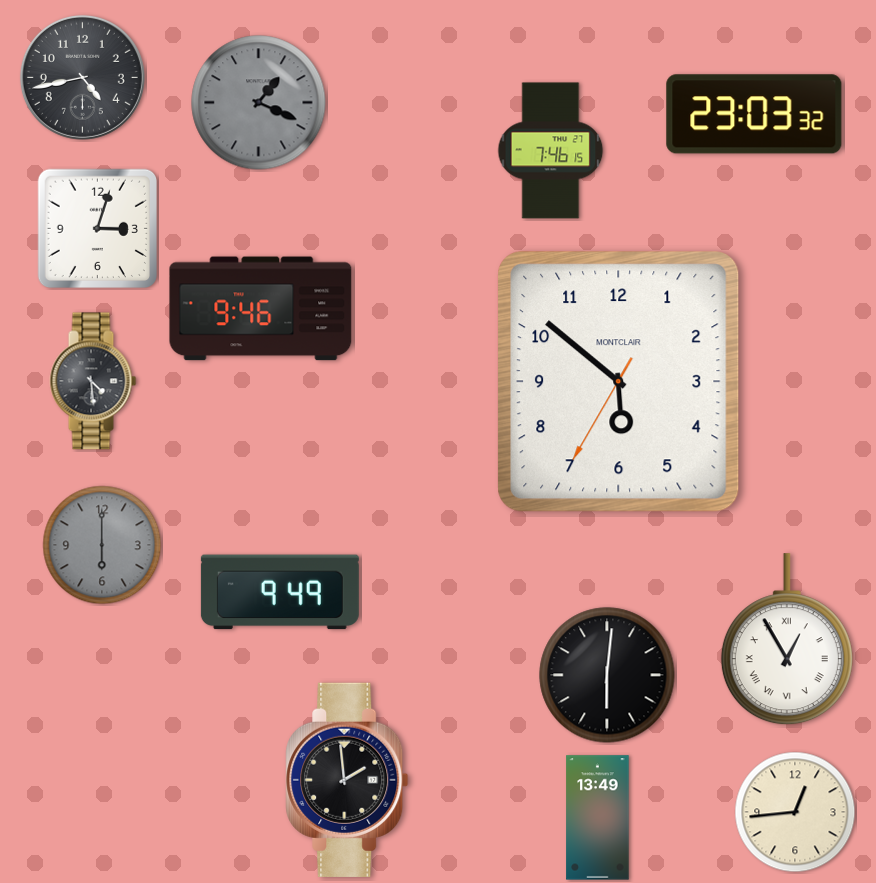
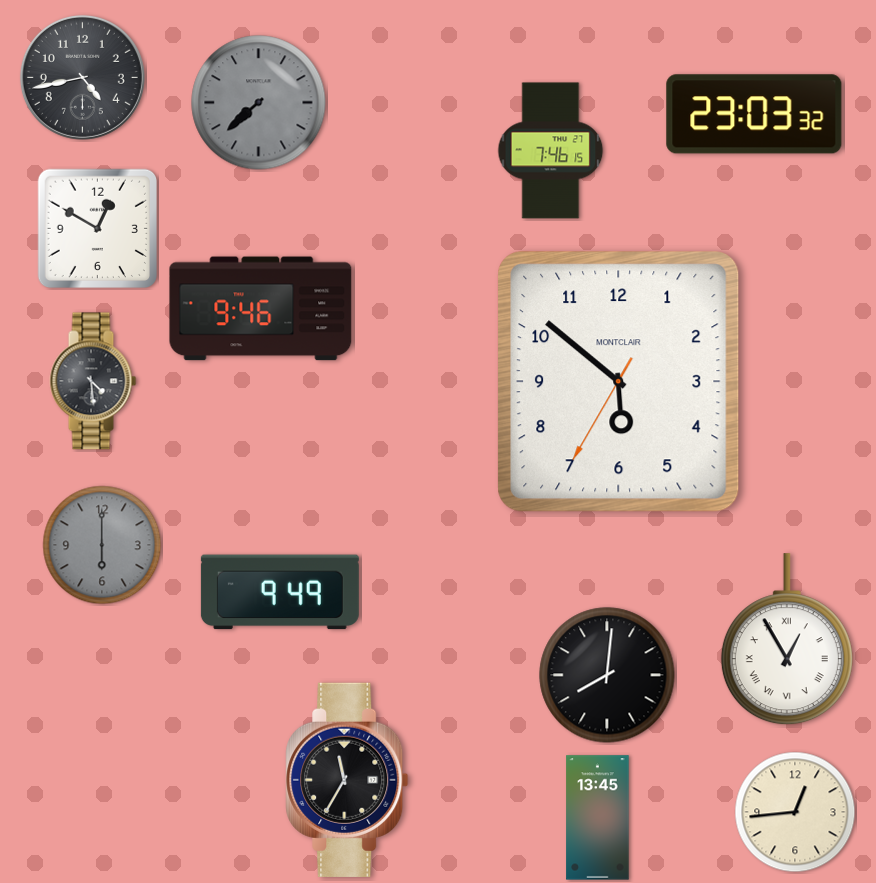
clock at (259, 103): 1:19 -> 7:38
clock at (97, 228): 3:03 -> 12:50
clock at (607, 675): 6:01 -> 8:01
clock at (347, 780): 1:59 -> 11:35
clock at (598, 818): 13:49 -> 13:45
